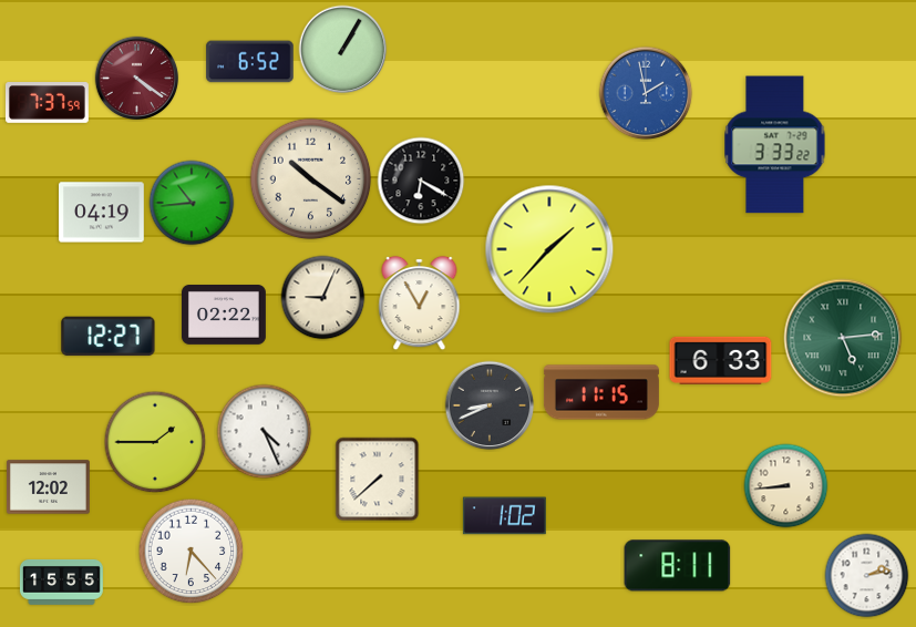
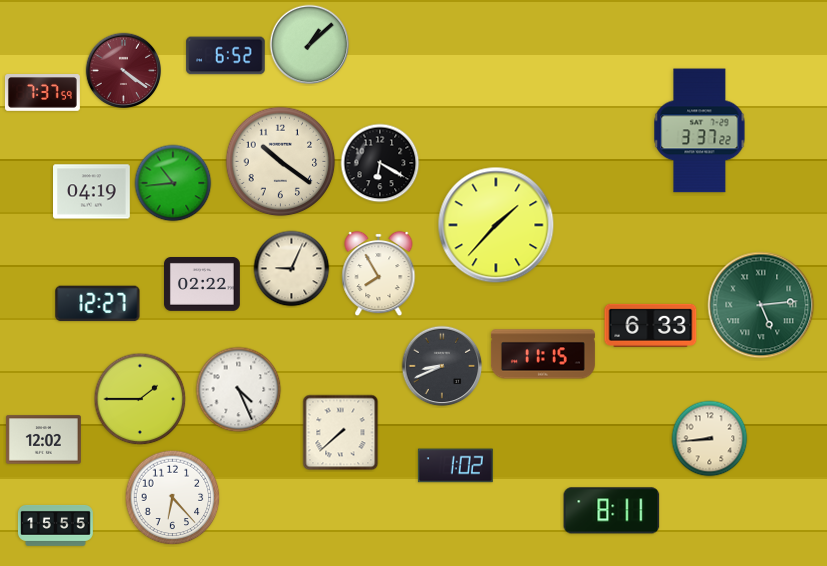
clock at (343, 50): 1:05 -> 1:08
clock at (646, 93): 1:58 -> none
clock at (775, 145): 3:33 -> 3:37
clock at (420, 304): 12:55 -> 7:55
clock at (867, 576): 2:13 -> none
